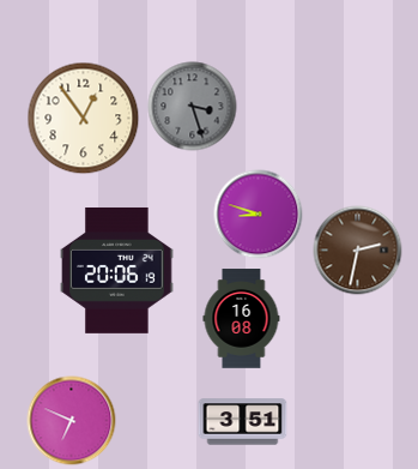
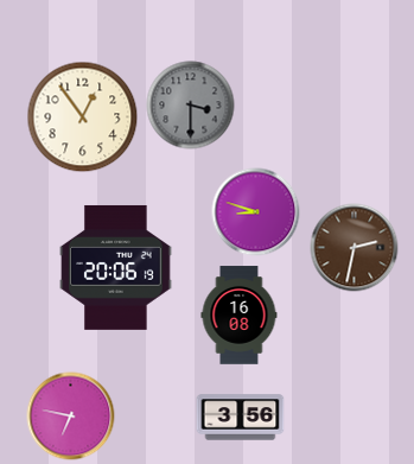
clock at (193, 107): 3:27 -> 3:30
clock at (72, 421): 6:49 -> 6:47
clock at (243, 422): 3:51 -> 3:56
